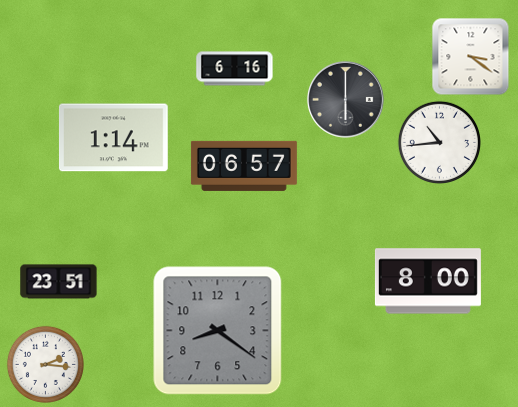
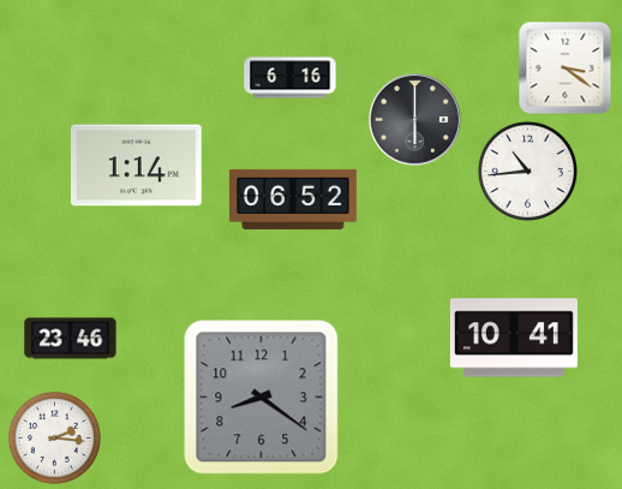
clock at (235, 69) position: (235, 69) -> (291, 78)
clock at (244, 166): 06:57 -> 06:52
clock at (428, 281): 8:00 -> 10:41
clock at (59, 282): 23:51 -> 23:46
